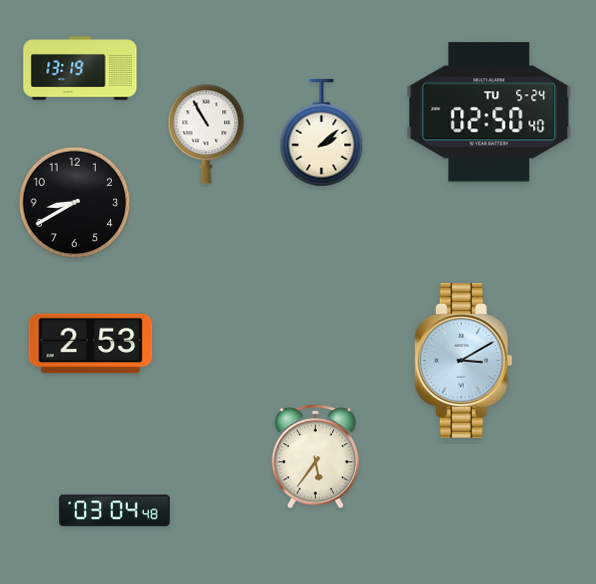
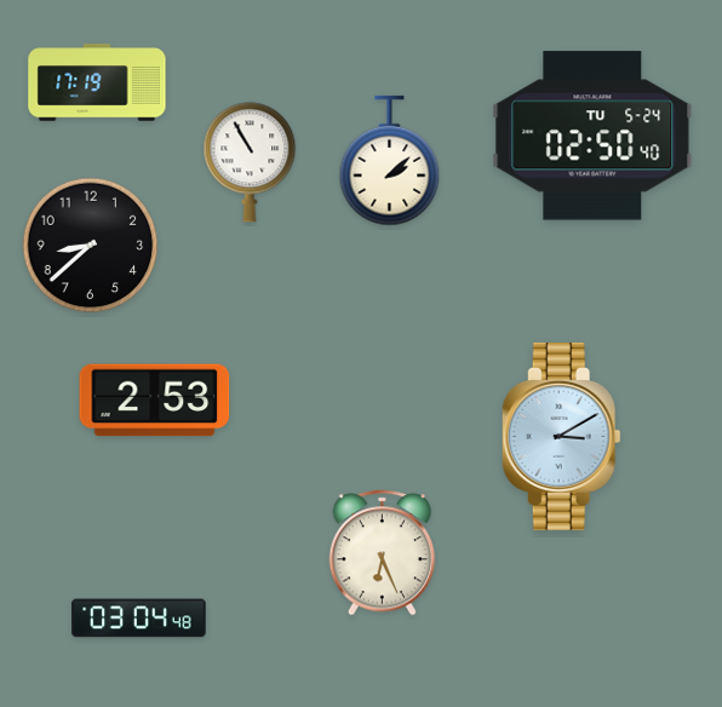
clock at (80, 68): 13:19 -> 17:19
clock at (75, 203): 8:40 -> 8:38
clock at (91, 344) position: (91, 344) -> (155, 401)
clock at (316, 457): 5:36 -> 6:26
